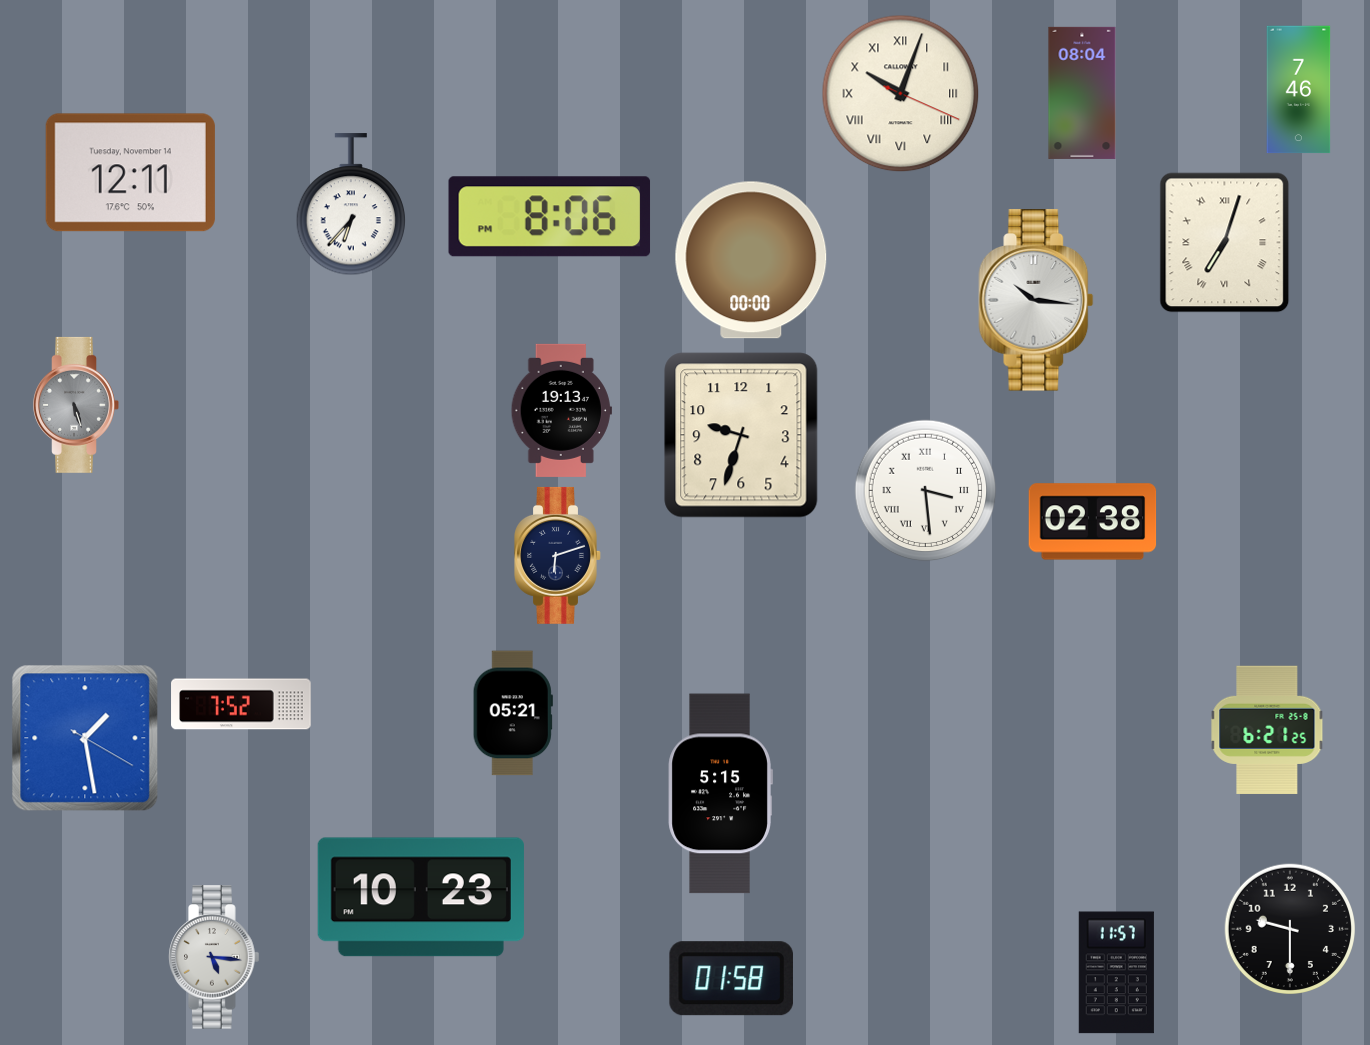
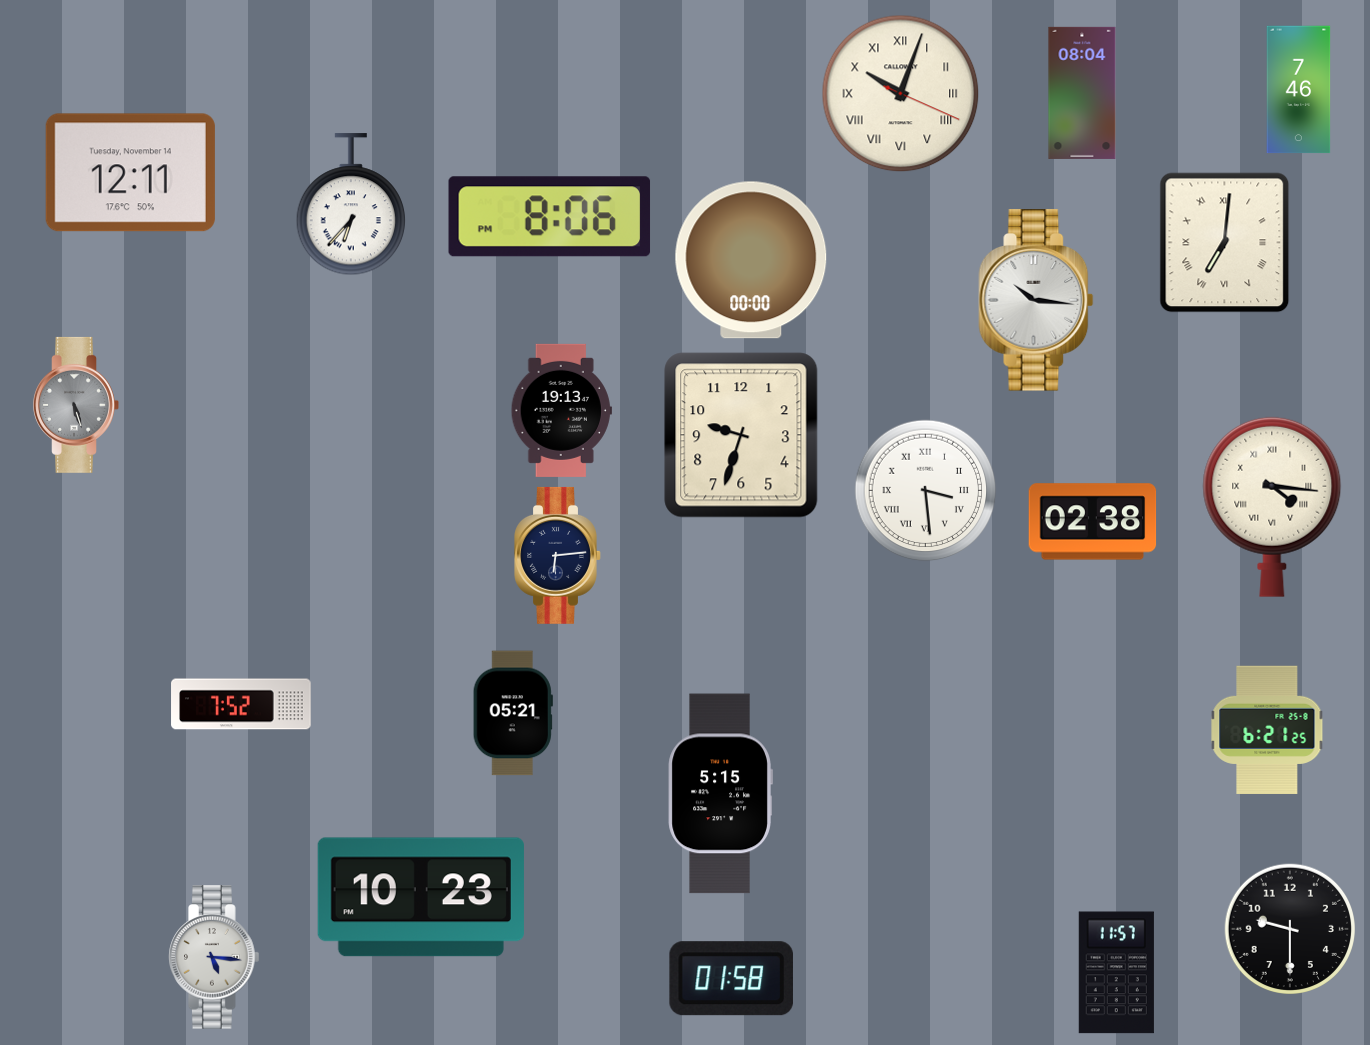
clock at (1225, 243): 7:03 -> 7:01
clock at (1272, 507): none -> 4:16
clock at (558, 555): 6:12 -> 6:14
clock at (85, 738): 1:28 -> none
